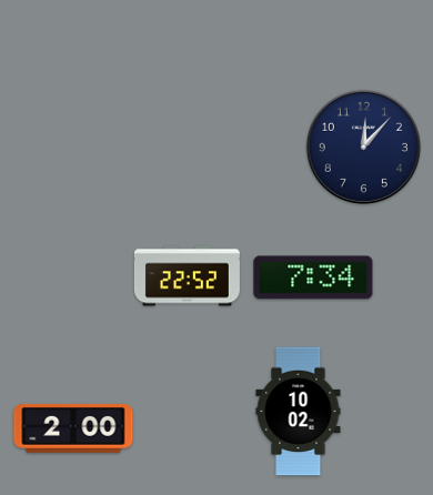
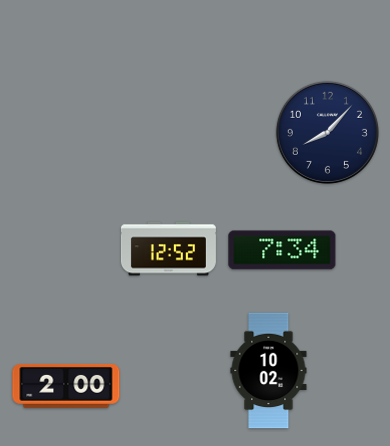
clock at (363, 147): 12:07 -> 8:07
clock at (187, 276): 22:52 -> 12:52
